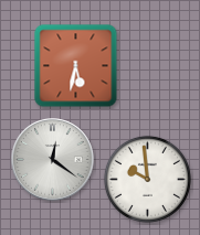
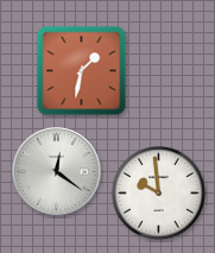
clock at (76, 66): 5:32 -> 1:32
